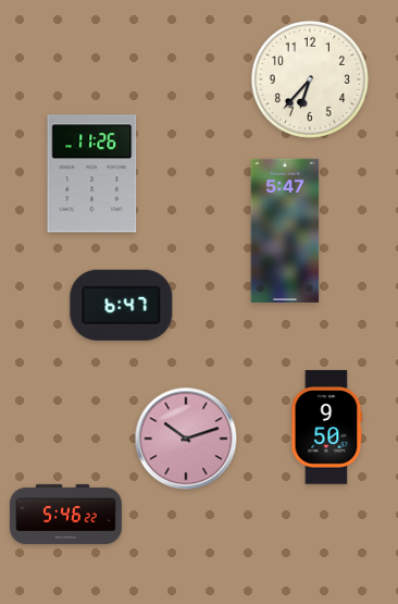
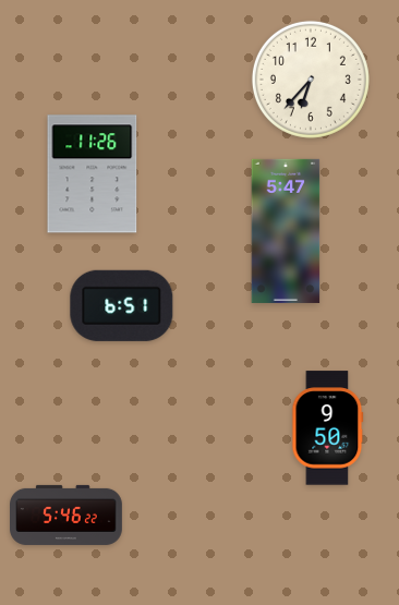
clock at (122, 305): 6:47 -> 6:51
clock at (186, 439): 10:12 -> none
